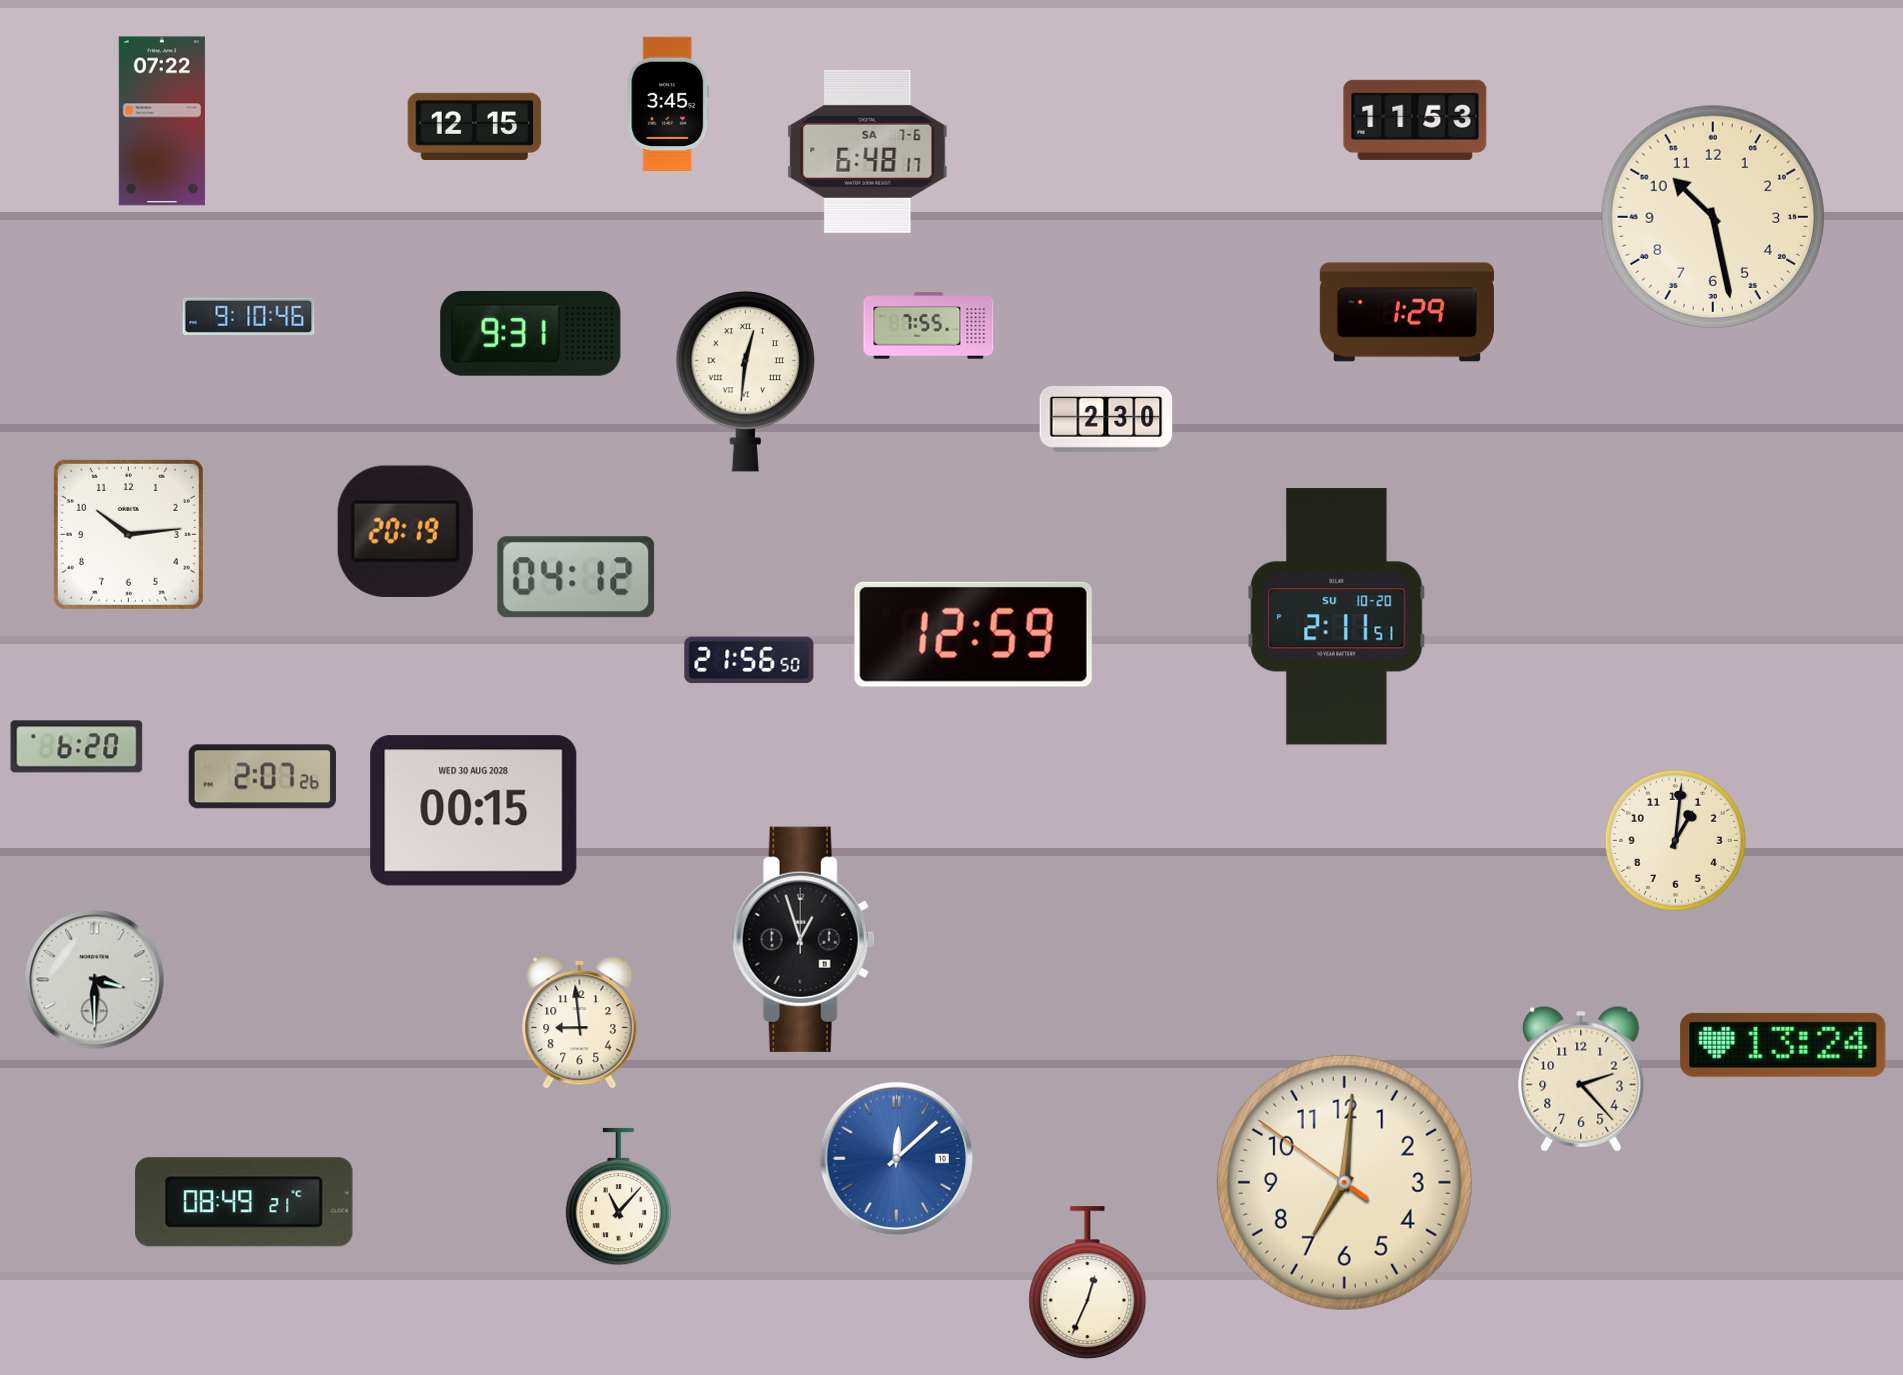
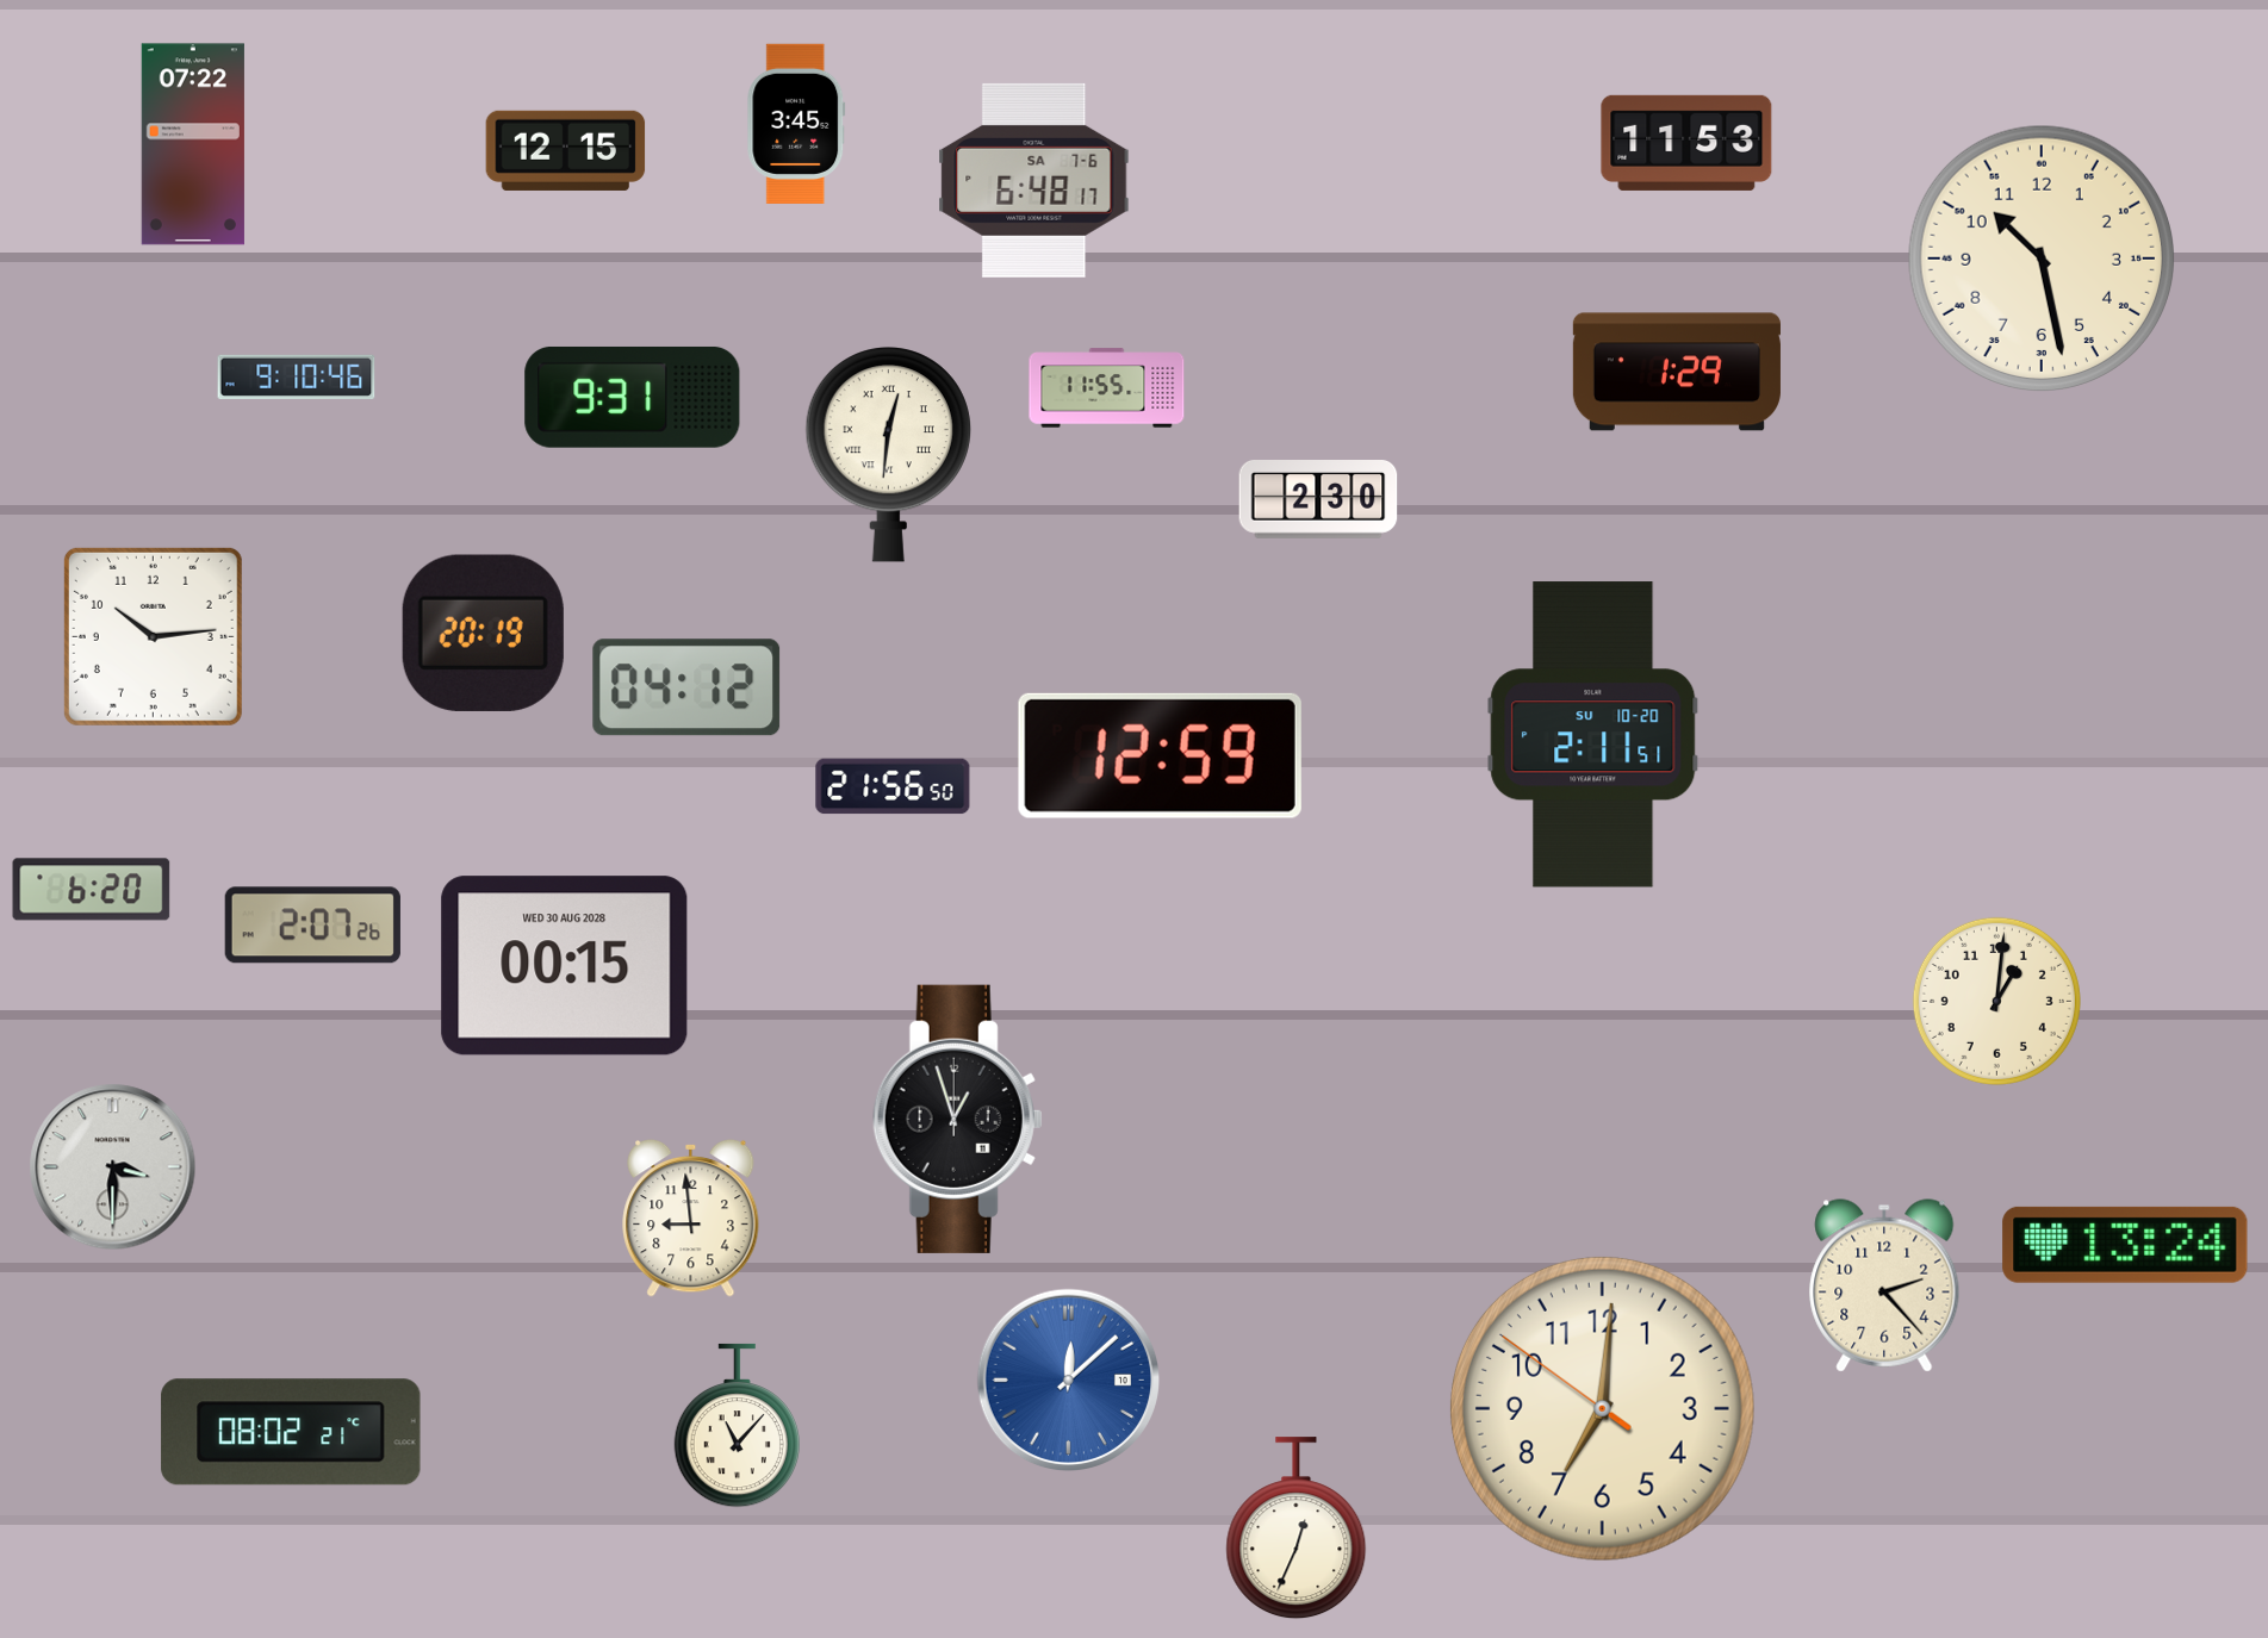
clock at (929, 326): 7:55 -> 11:55
clock at (244, 1202): 08:49 -> 08:02
